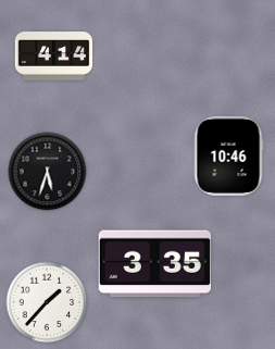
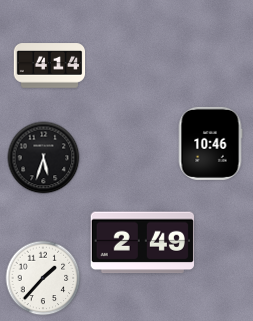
clock at (54, 57) position: (54, 57) -> (50, 66)
clock at (154, 264): 3:35 -> 2:49
